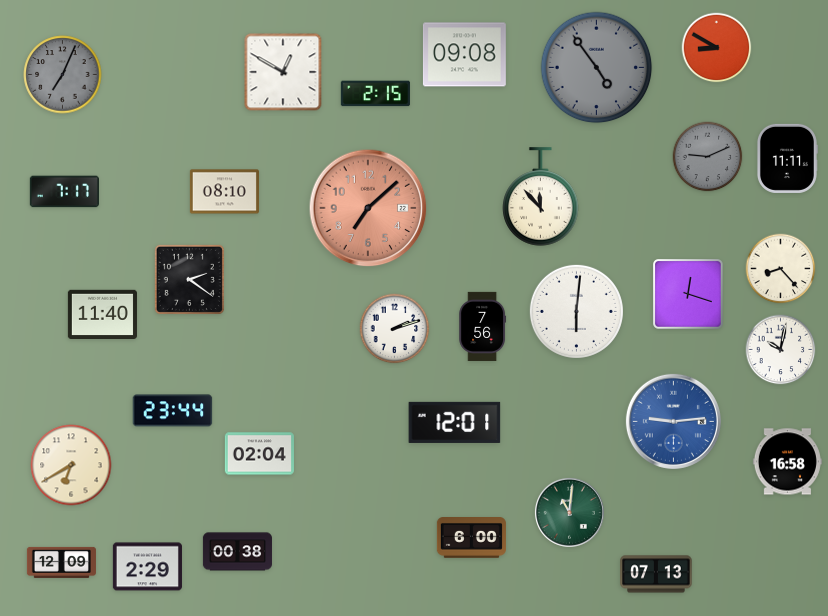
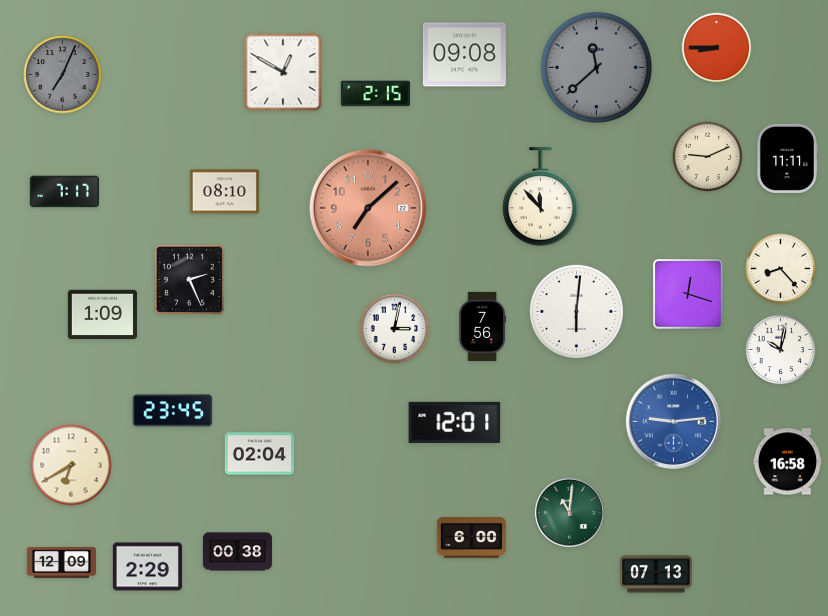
clock at (717, 48): 8:50 -> 8:45
clock at (597, 68): 4:54 -> 11:38
clock at (708, 157) dial: grey -> cream
clock at (189, 279): 2:21 -> 2:26
clock at (102, 314): 11:40 -> 1:09
clock at (395, 329): 2:12 -> 3:02
clock at (173, 411): 23:44 -> 23:45
